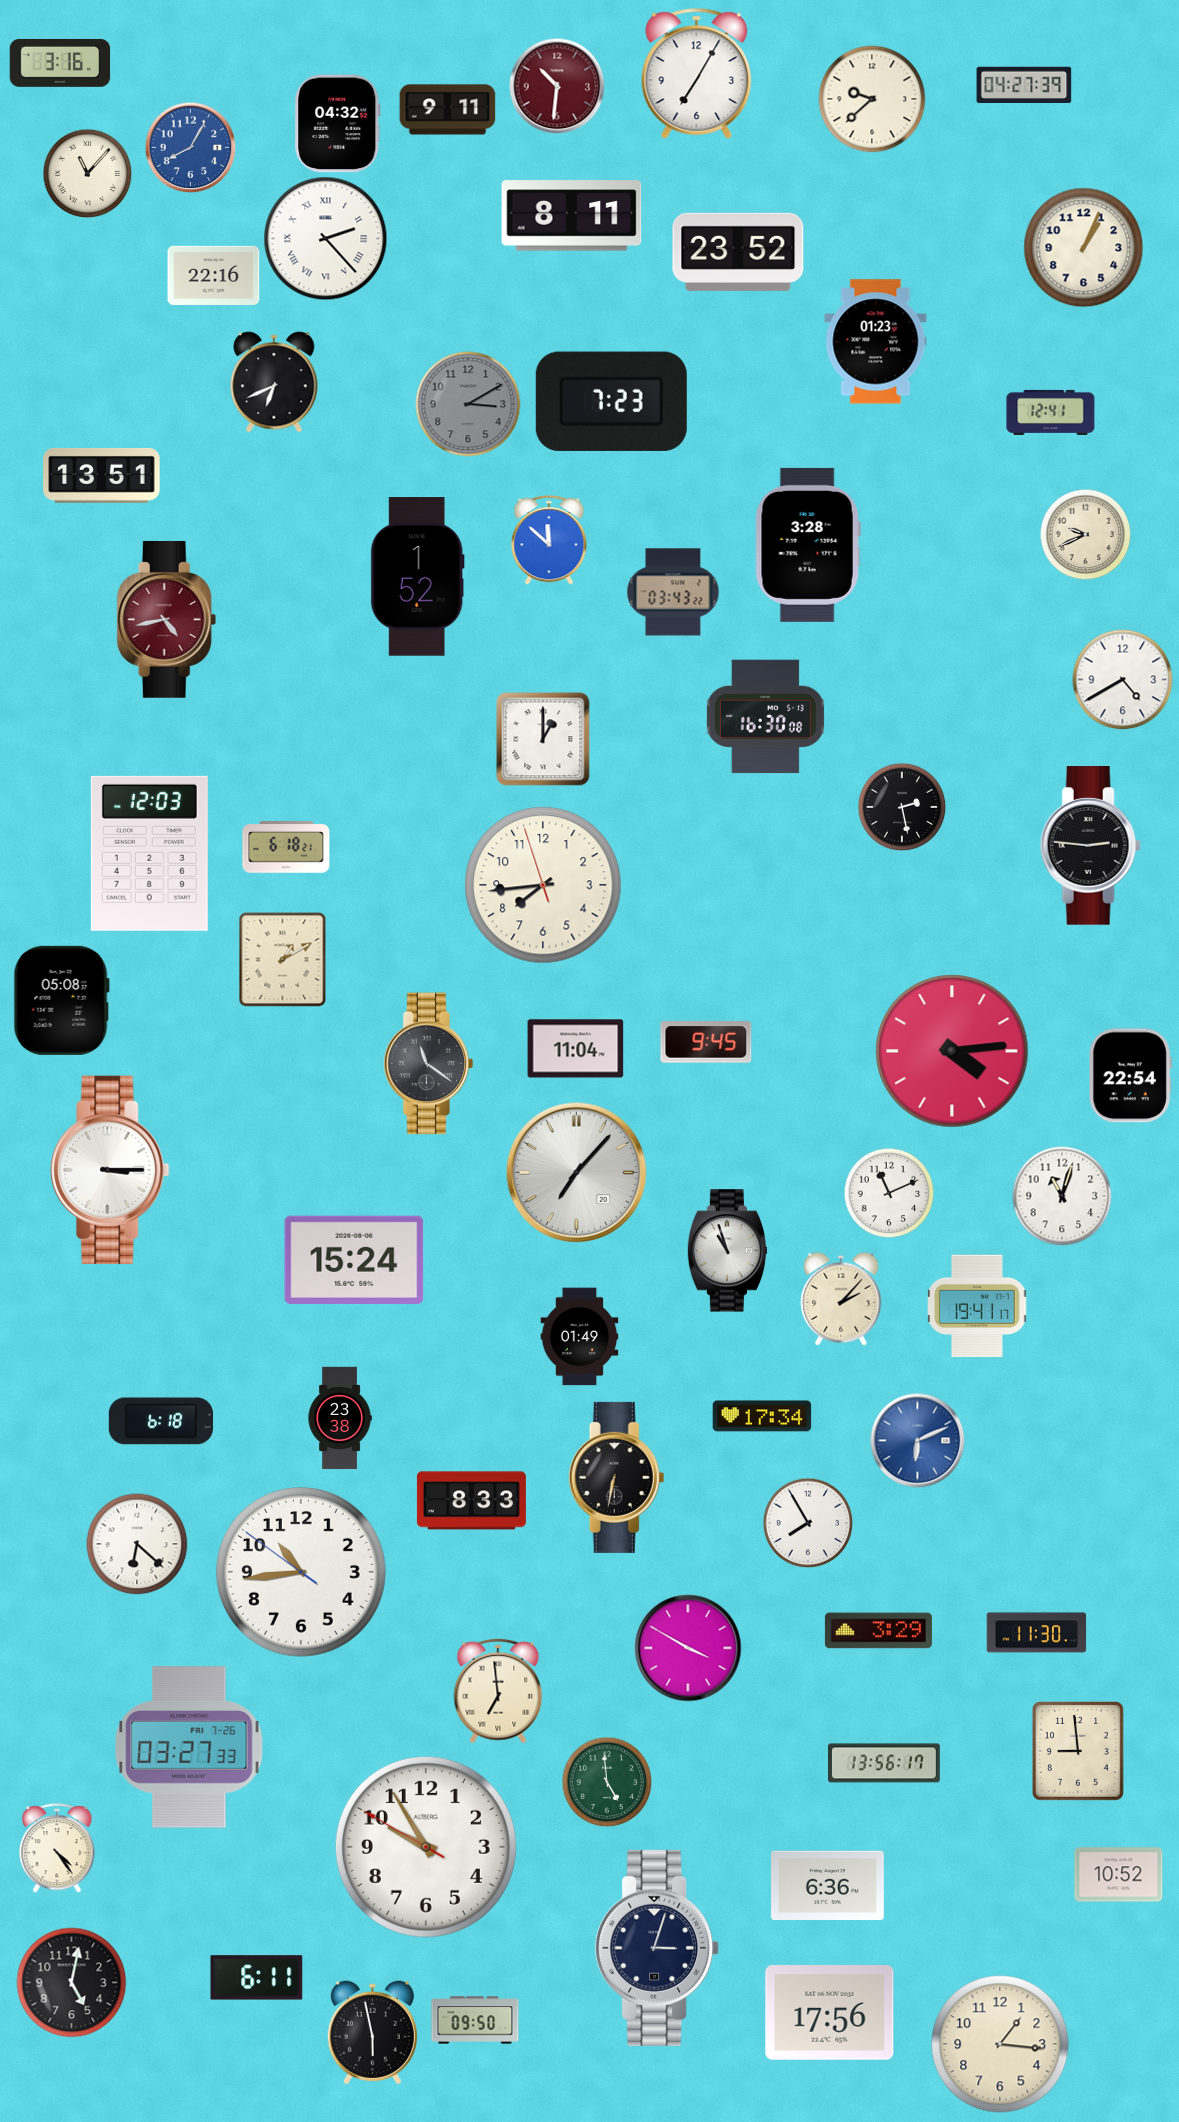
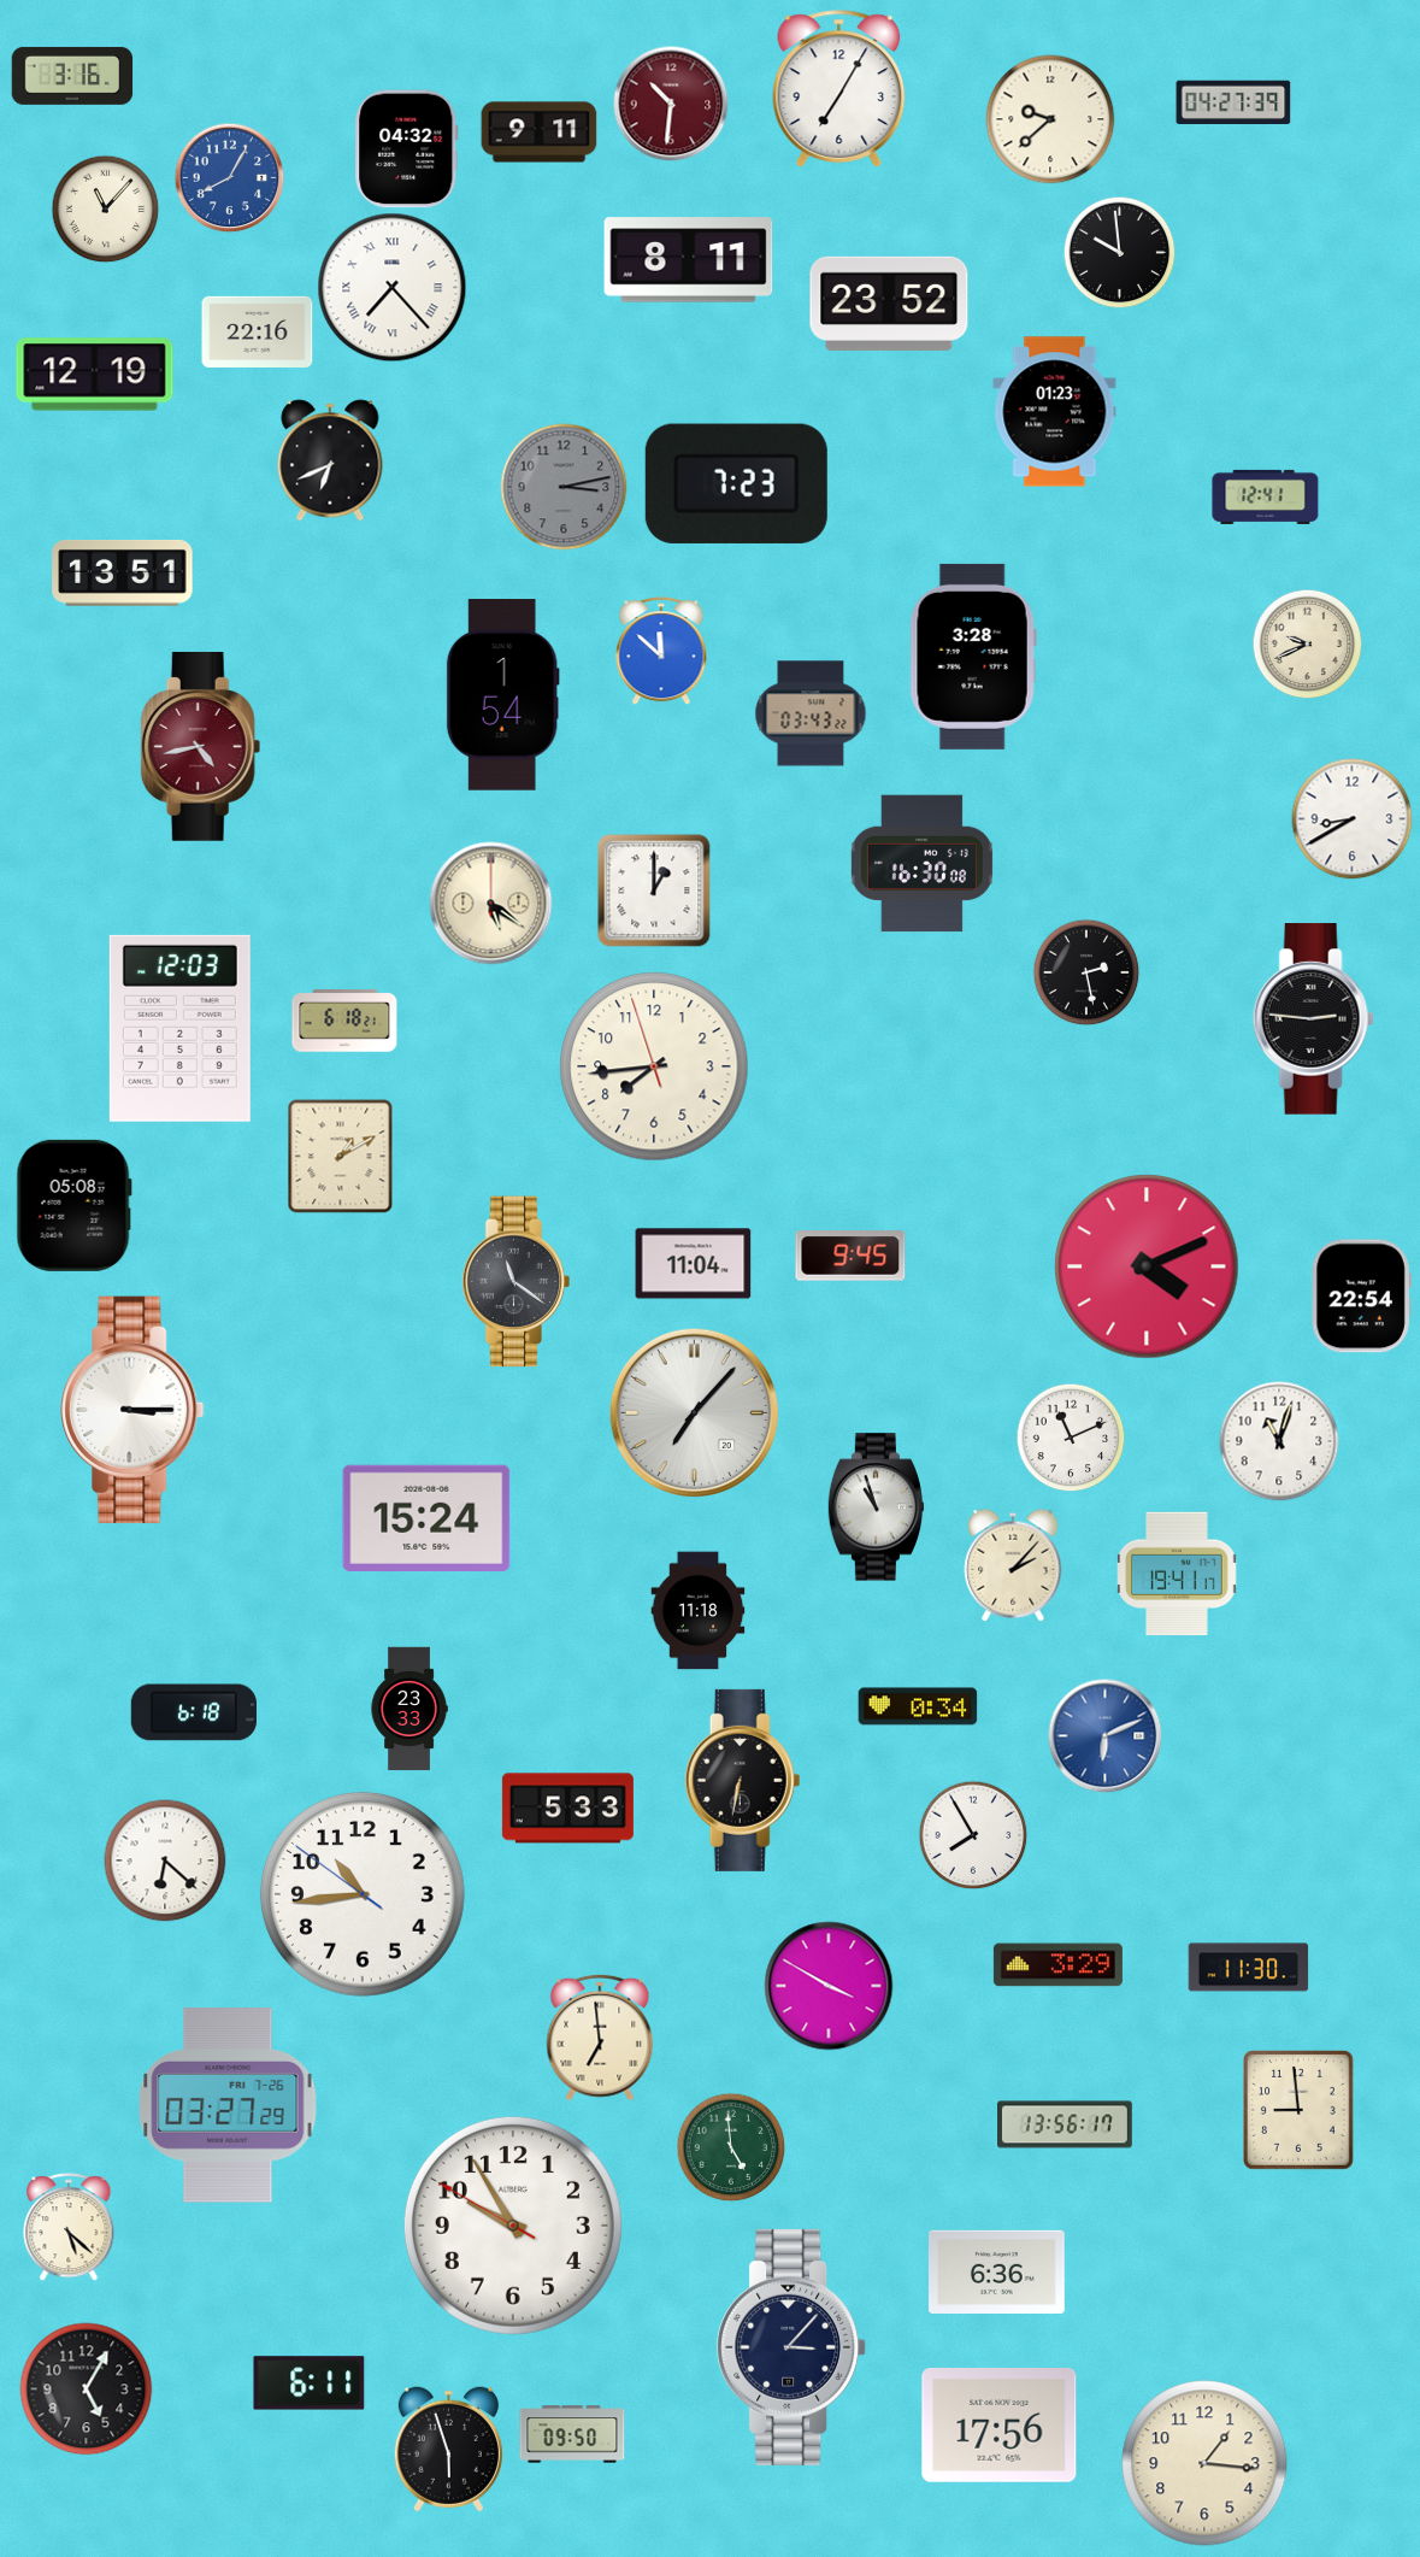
clock at (1119, 252): none -> 9:59
clock at (326, 239): 2:23 -> 7:23
clock at (1084, 248): 1:04 -> none
clock at (95, 375): none -> 12:19
clock at (468, 404): 3:10 -> 3:13
clock at (417, 577): 1:52 -> 1:54
clock at (1123, 680): 4:40 -> 8:40
clock at (491, 904): none -> 5:21
clock at (952, 1051): 4:14 -> 4:11
clock at (580, 1337): 01:49 -> 11:18
clock at (762, 1416): 17:34 -> 0:34
clock at (340, 1418): 23:38 -> 23:33
clock at (471, 1501): 8:33 -> 5:33
clock at (189, 1747): 03:27:33 -> 03:27:29
clock at (57, 1848): 4:24 -> 5:22
clock at (1119, 1875): 10:52 -> none
clock at (658, 1948): 3:03 -> 3:07
clock at (72, 1983): 5:02 -> 5:05
clock at (372, 2033): 5:58 -> 5:57
